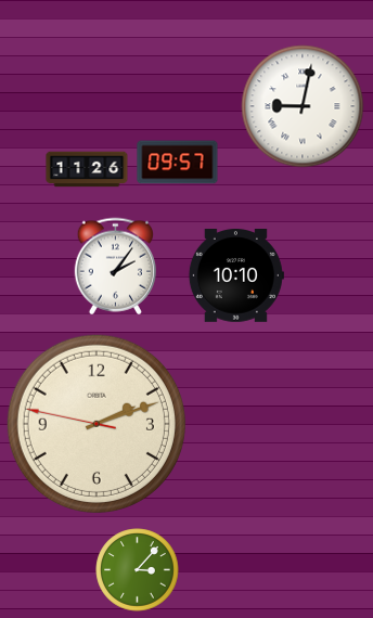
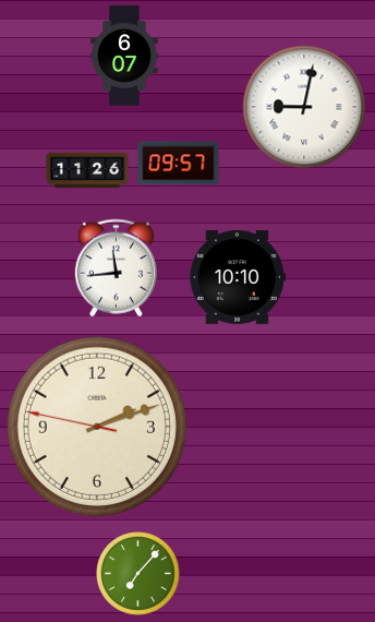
clock at (124, 56): none -> 6:07
clock at (115, 267): 2:06 -> 11:44
clock at (138, 570): 3:07 -> 7:07
